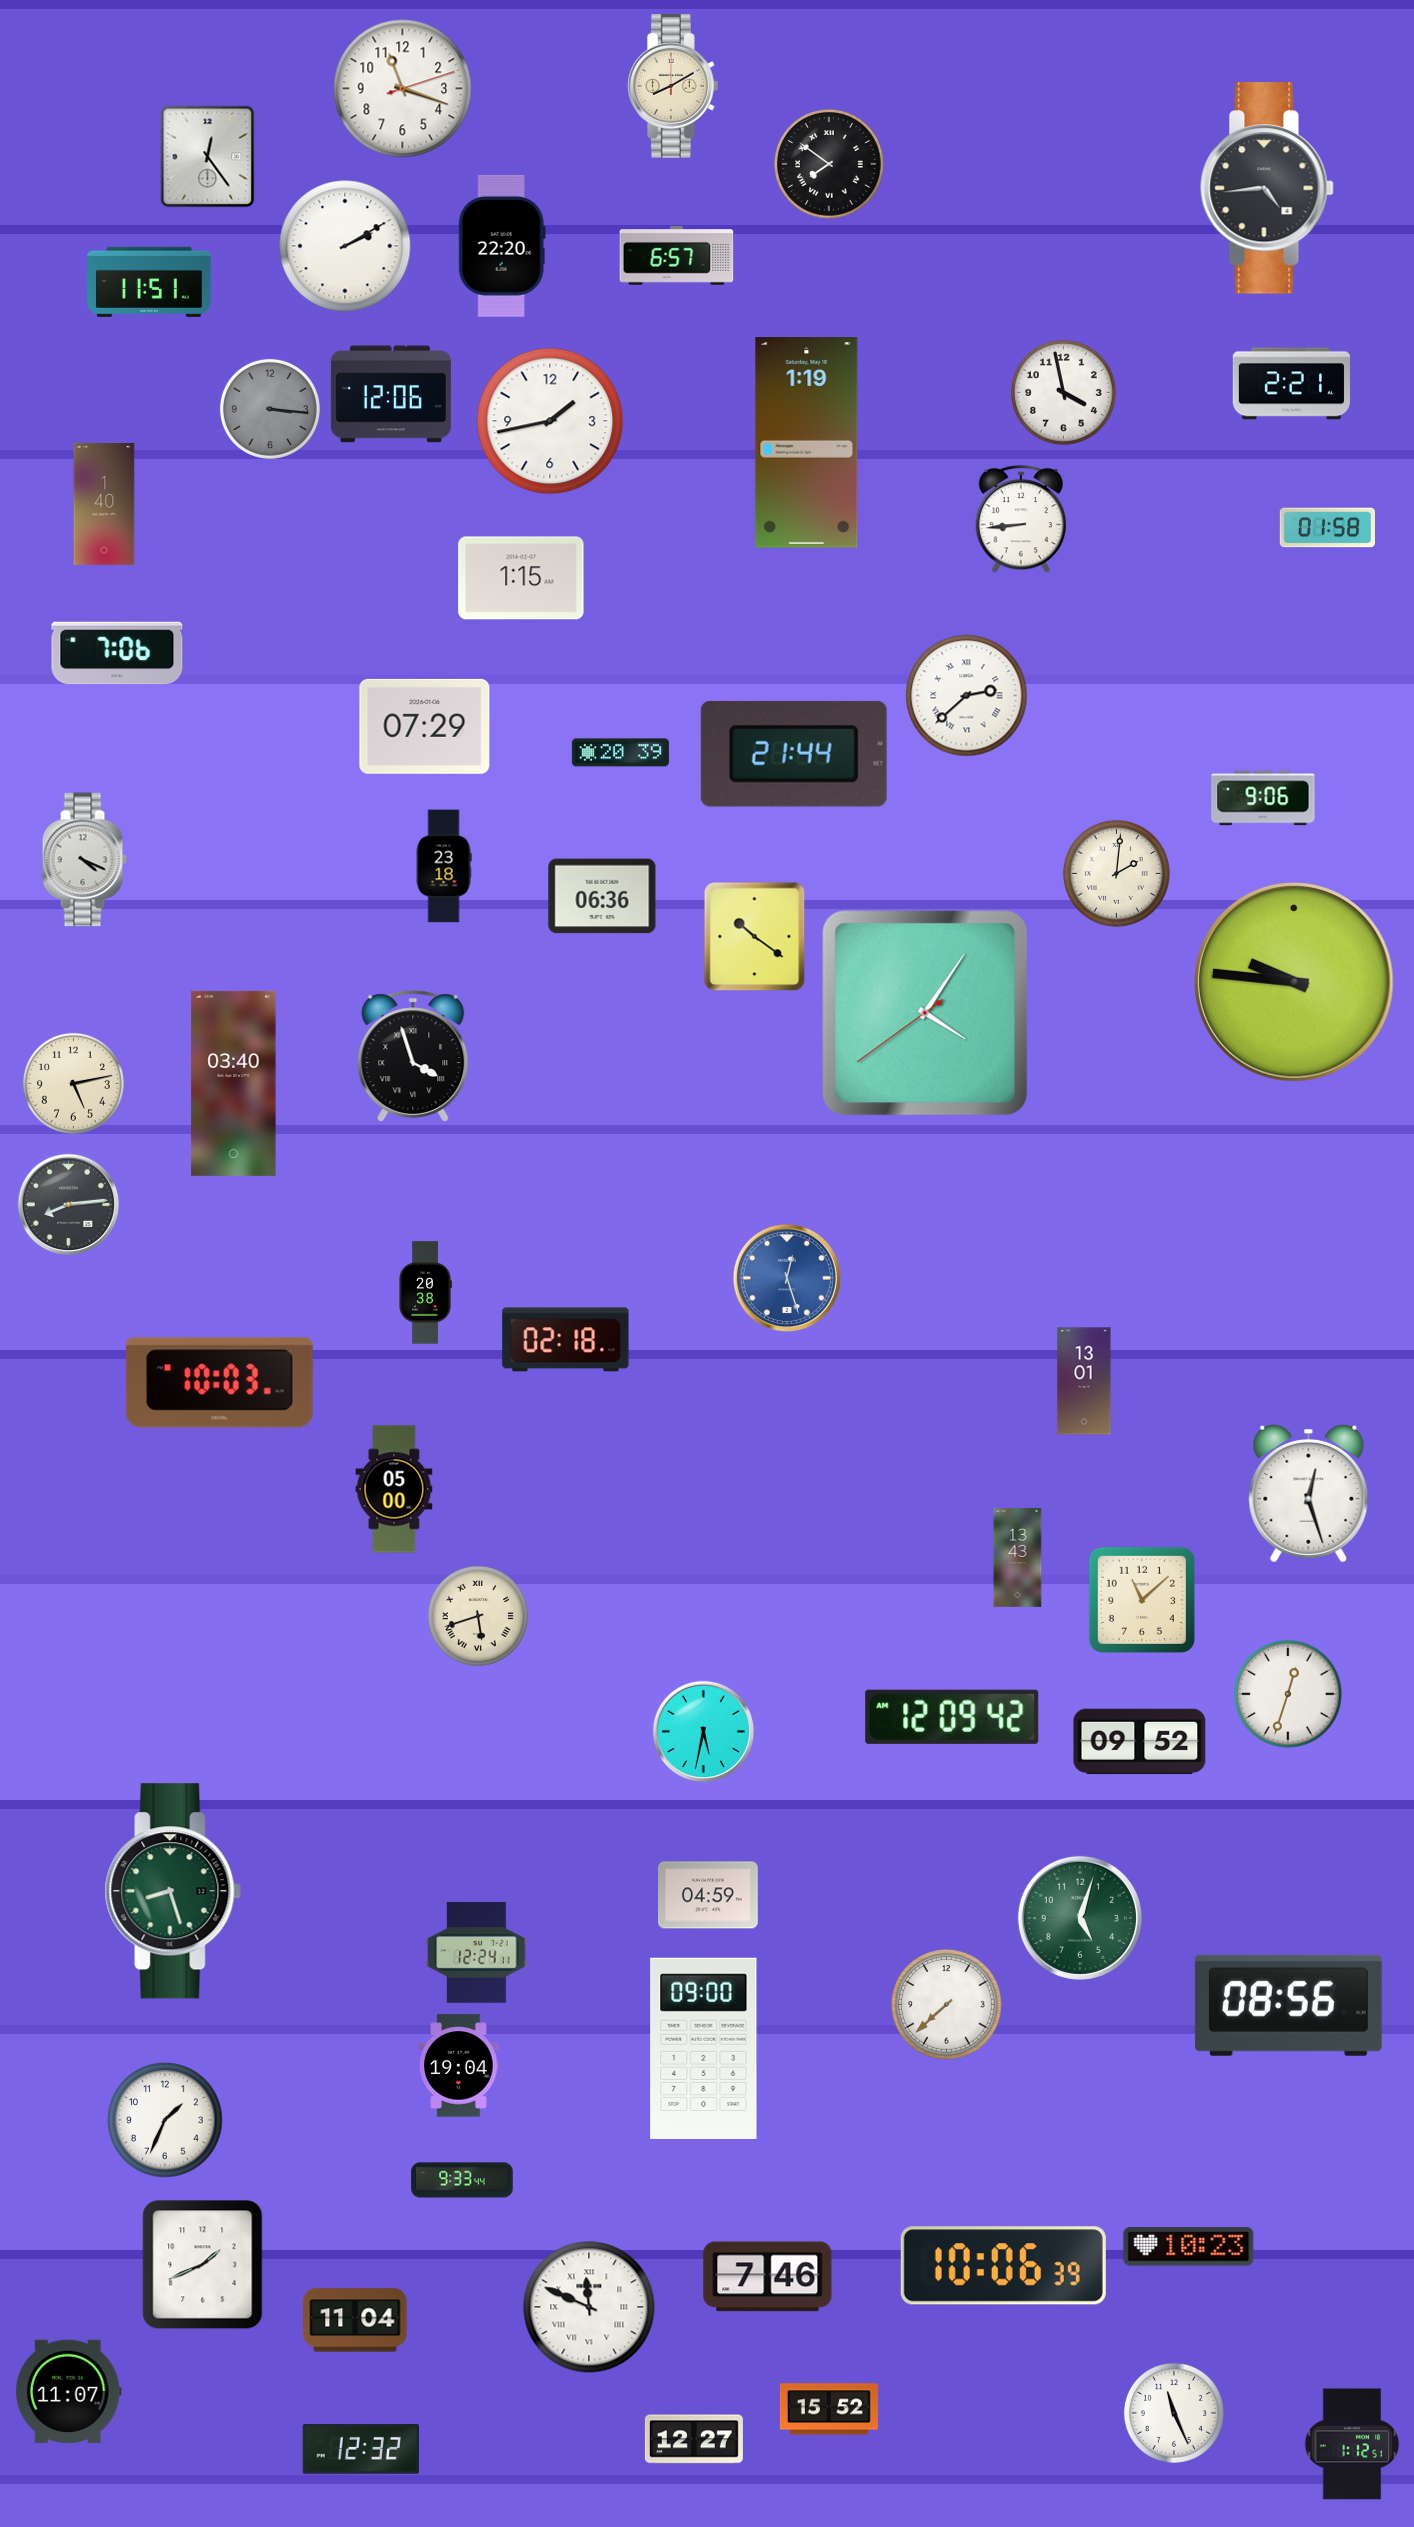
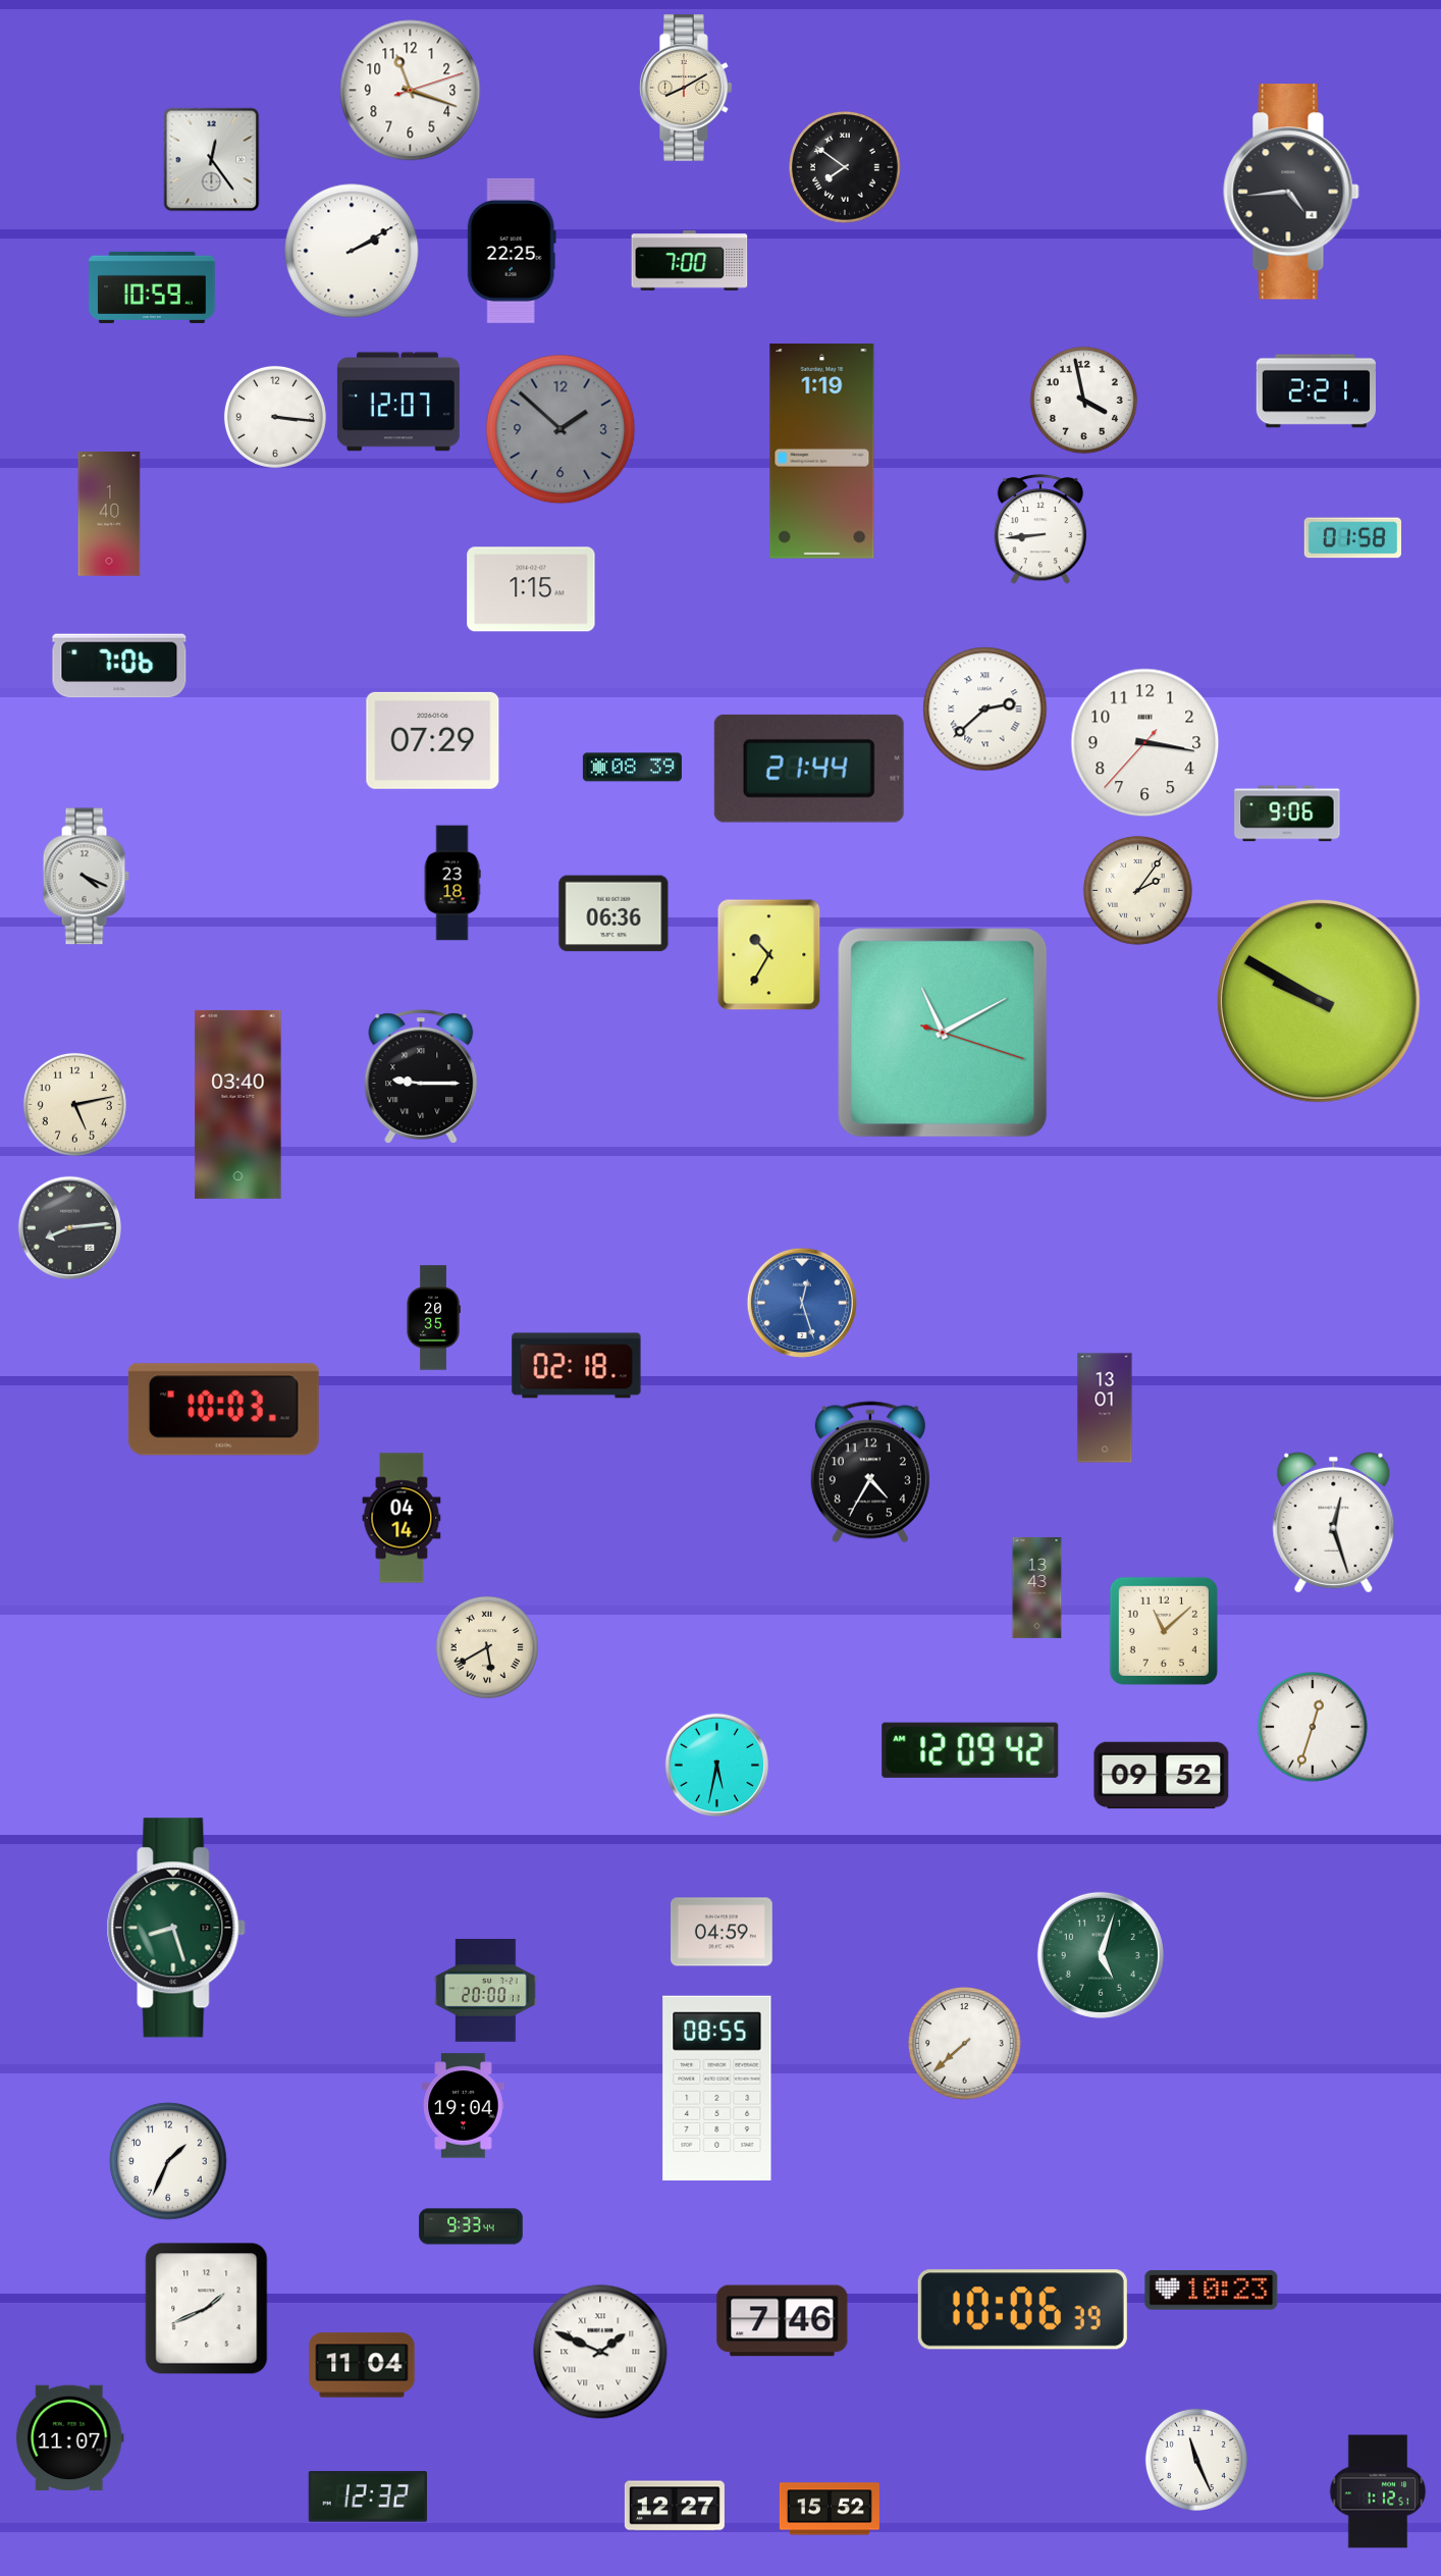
clock at (502, 246): 22:20 -> 22:25
clock at (677, 256): 6:57 -> 7:00
clock at (149, 282): 11:51 -> 10:59
clock at (391, 394): 12:06 -> 12:07
clock at (270, 409) dial: grey -> white
clock at (550, 421): 1:43 -> 1:52
clock at (550, 421) dial: white -> grey
clock at (104, 504) position: (104, 504) -> (109, 514)
clock at (1145, 743): none -> 3:16
clock at (620, 753): 20:39 -> 08:39
clock at (1116, 873): 2:01 -> 2:06
clock at (755, 937): 10:21 -> 10:35
clock at (1294, 982): 9:46 -> 9:50
clock at (925, 1013): 4:05 -> 11:10
clock at (413, 1056): 3:57 -> 9:15
clock at (425, 1293): 20:38 -> 20:35
clock at (870, 1472): none -> 4:35
clock at (394, 1489): 05:00 -> 04:14
clock at (478, 1616): 5:42 -> 5:40
clock at (477, 1953): 12:24 -> 20:00
clock at (1288, 2005): 08:56 -> none
clock at (704, 2048): 09:00 -> 08:55
clock at (459, 2066) position: (459, 2066) -> (464, 2106)
clock at (462, 2180) position: (462, 2180) -> (471, 2226)
clock at (589, 2307): 11:49 -> 1:49
clock at (829, 2409) position: (829, 2409) -> (830, 2509)
clock at (694, 2439) position: (694, 2439) -> (675, 2506)
